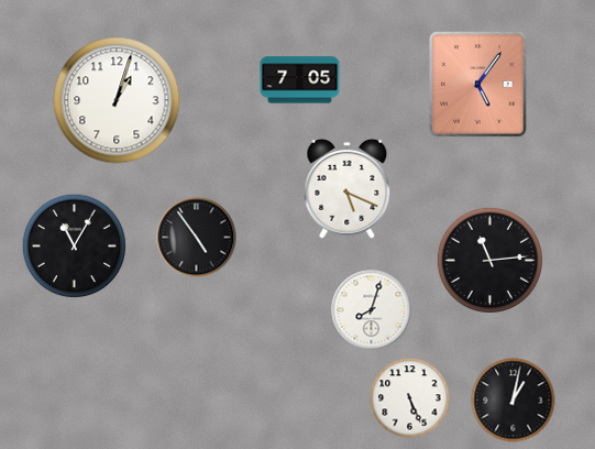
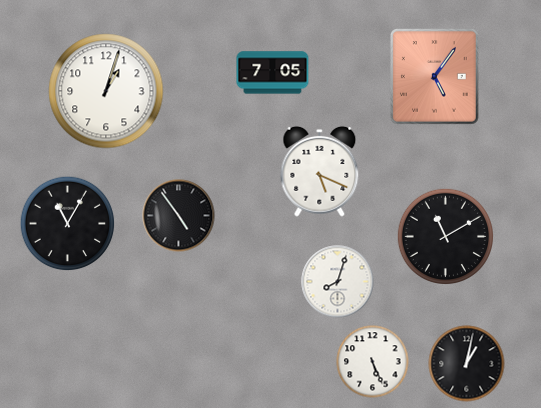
clock at (348, 188) position: (348, 188) -> (320, 171)
clock at (489, 260): 11:14 -> 11:10
